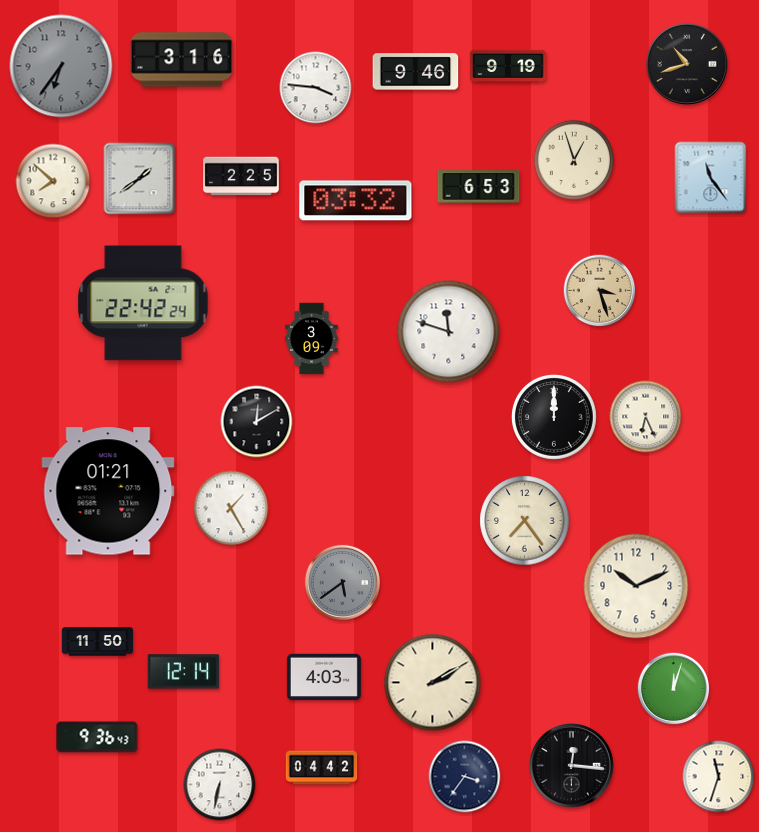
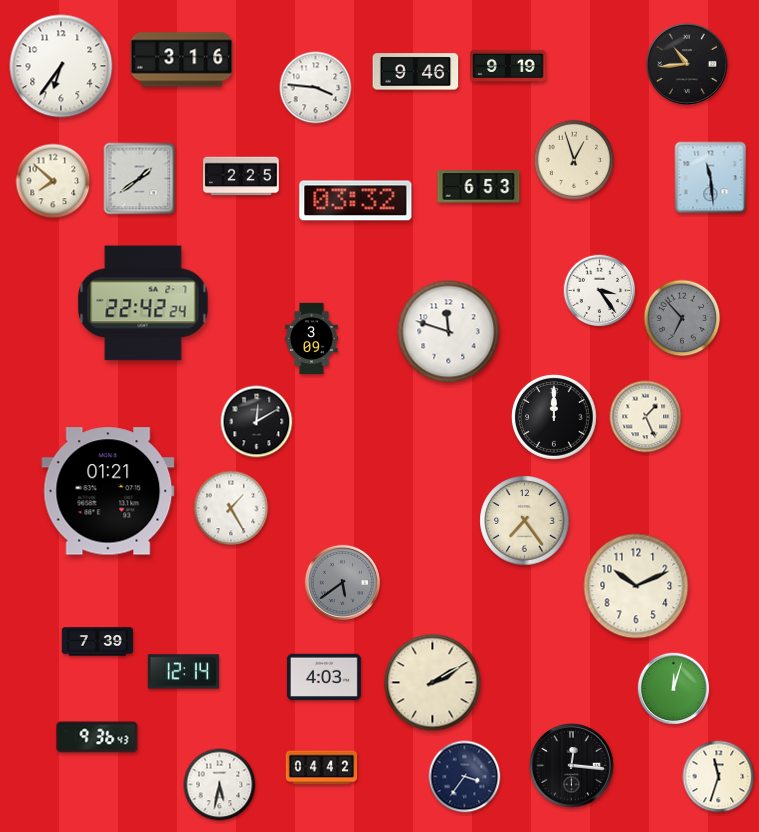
clock at (687, 64): 10:42 -> 10:44
clock at (61, 66) dial: grey -> white
clock at (711, 178): 11:24 -> 11:29
clock at (600, 291): 3:27 -> 3:24
clock at (600, 291) dial: champagne -> white
clock at (682, 318): none -> 6:53
clock at (646, 417): 6:26 -> 1:26
clock at (98, 642): 11:50 -> 7:39
clock at (220, 785): 6:32 -> 5:32
